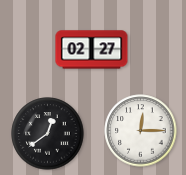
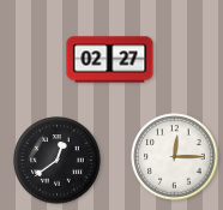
clock at (141, 131) position: (141, 131) -> (175, 157)
